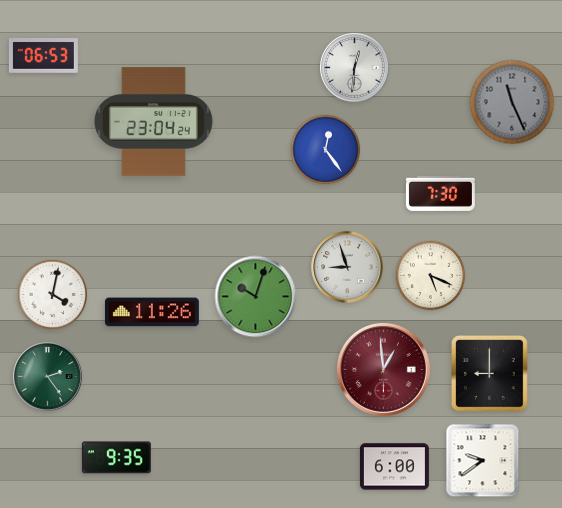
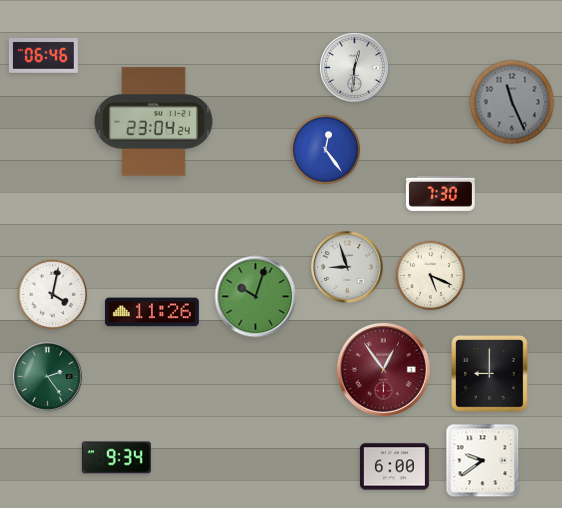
clock at (43, 56): 06:53 -> 06:46
clock at (383, 369): 12:59 -> 12:54
clock at (116, 458): 9:35 -> 9:34
